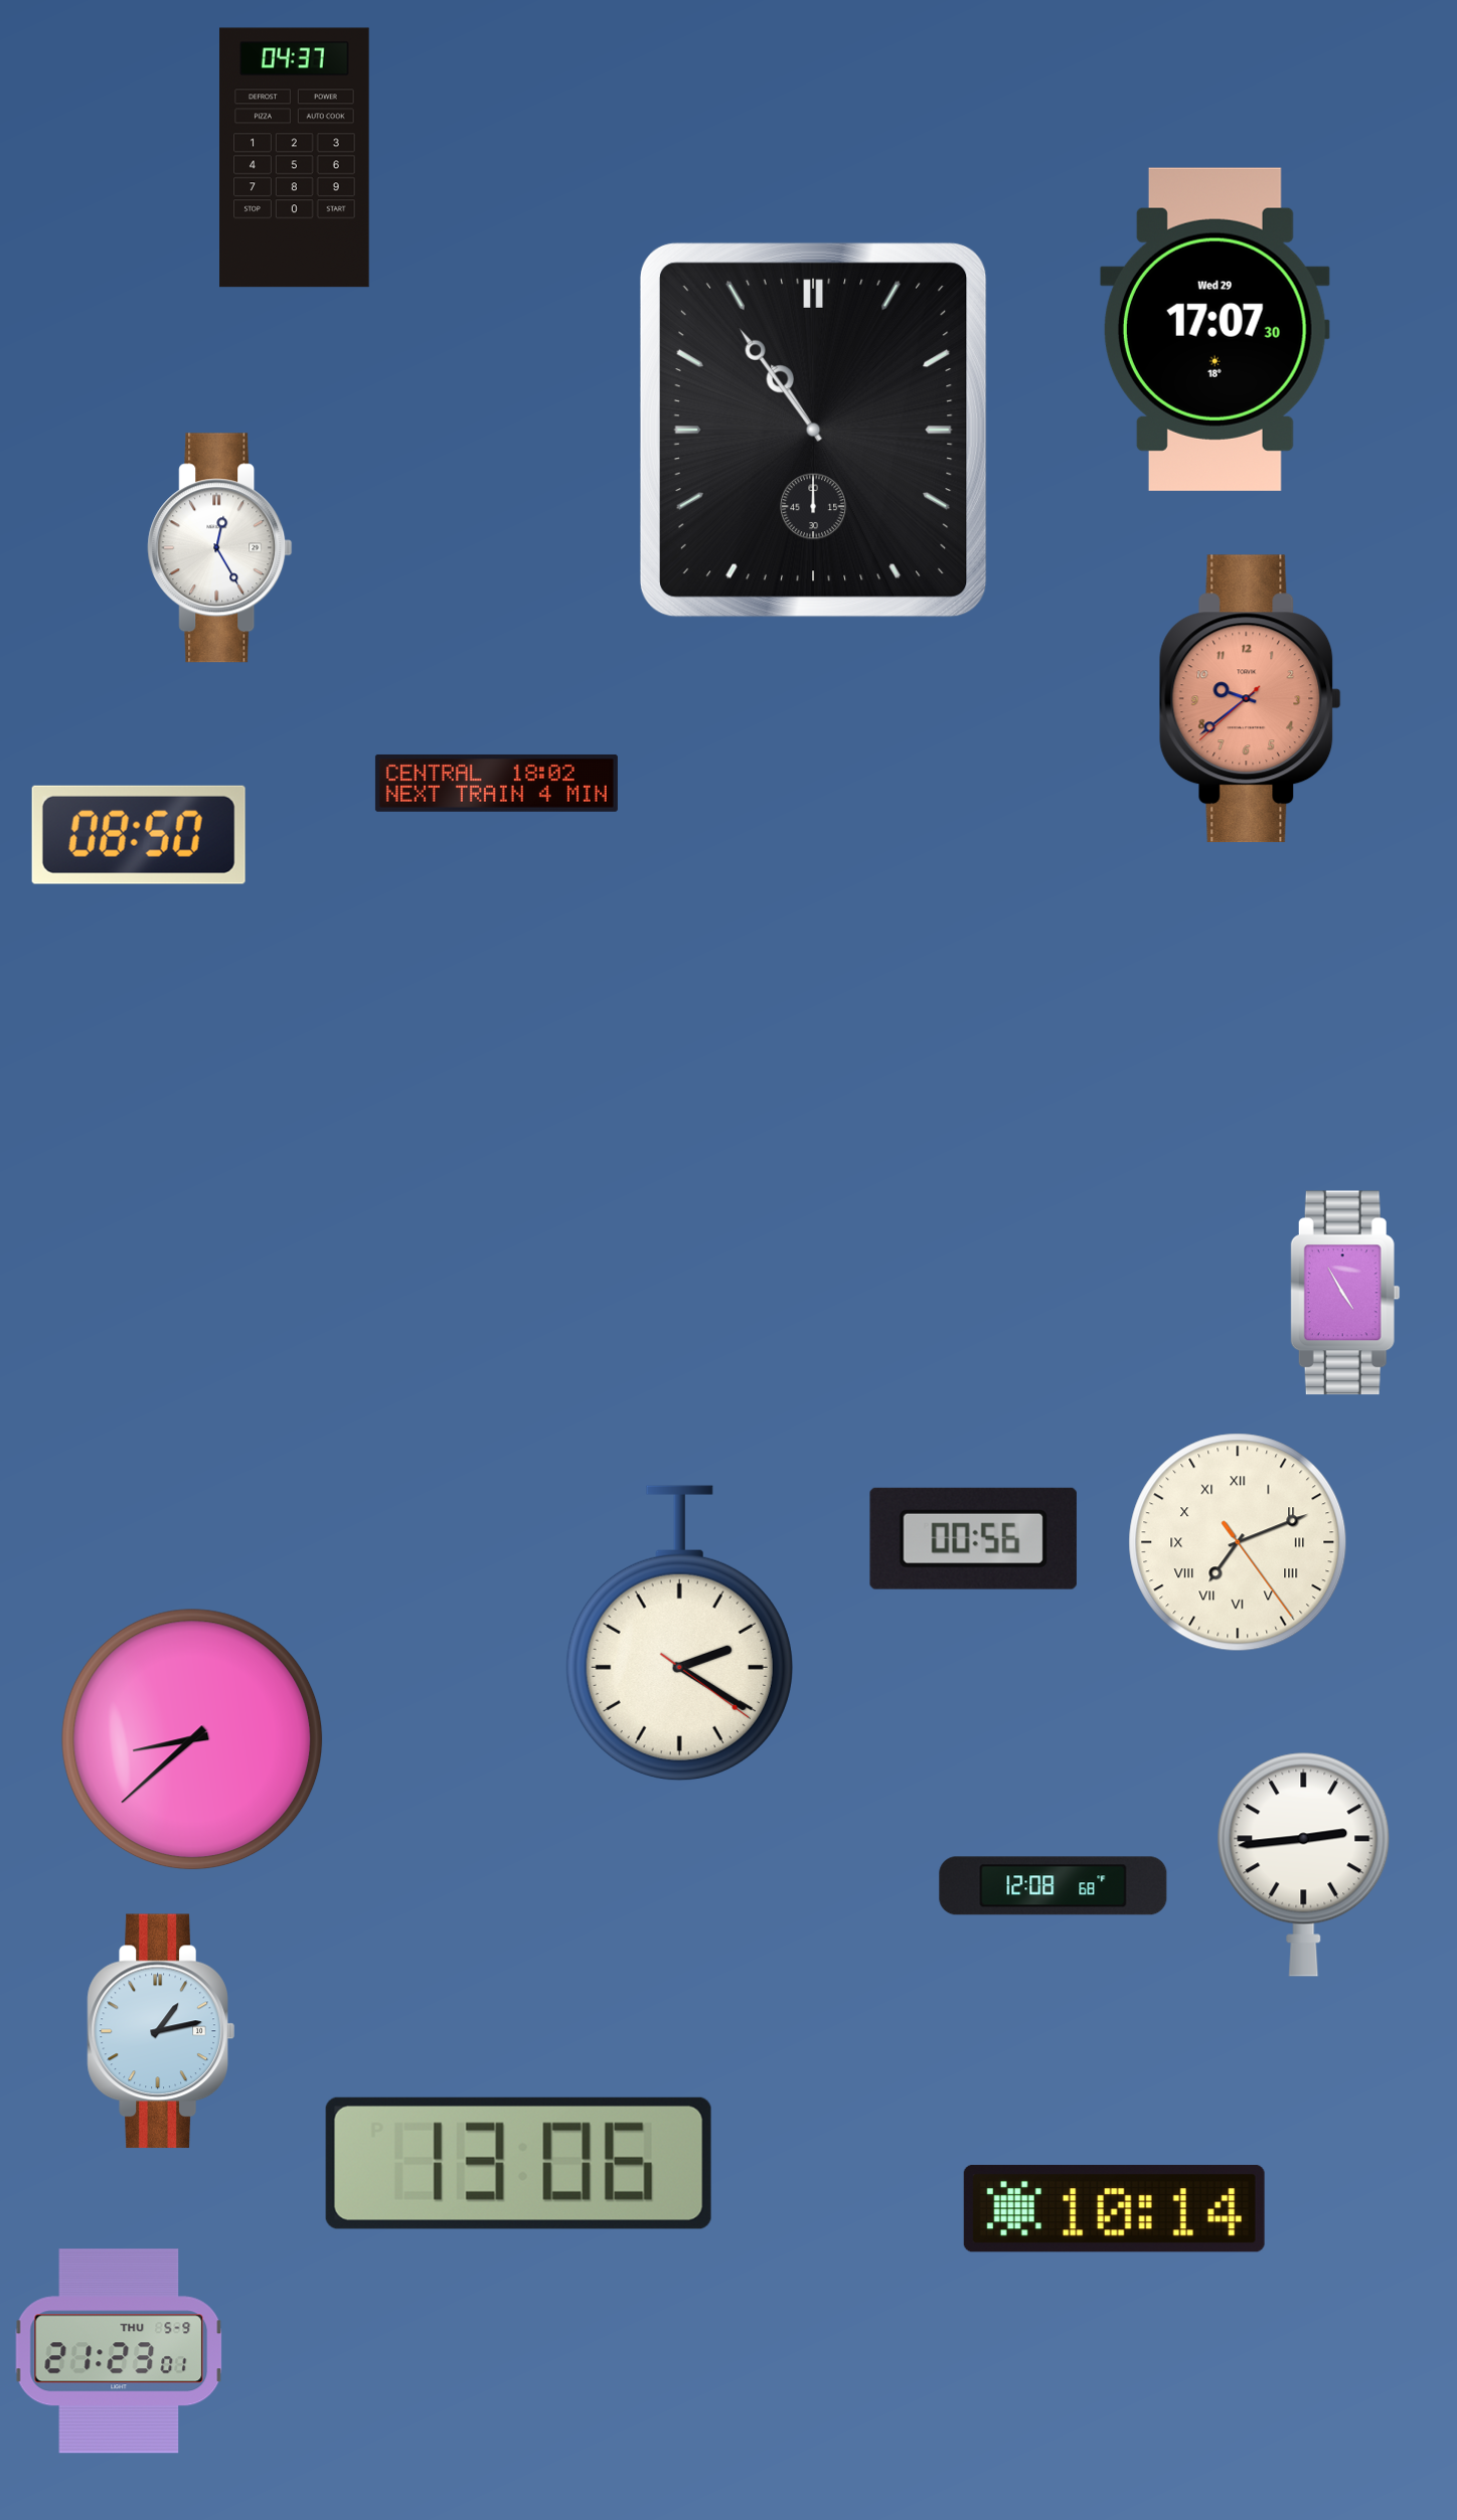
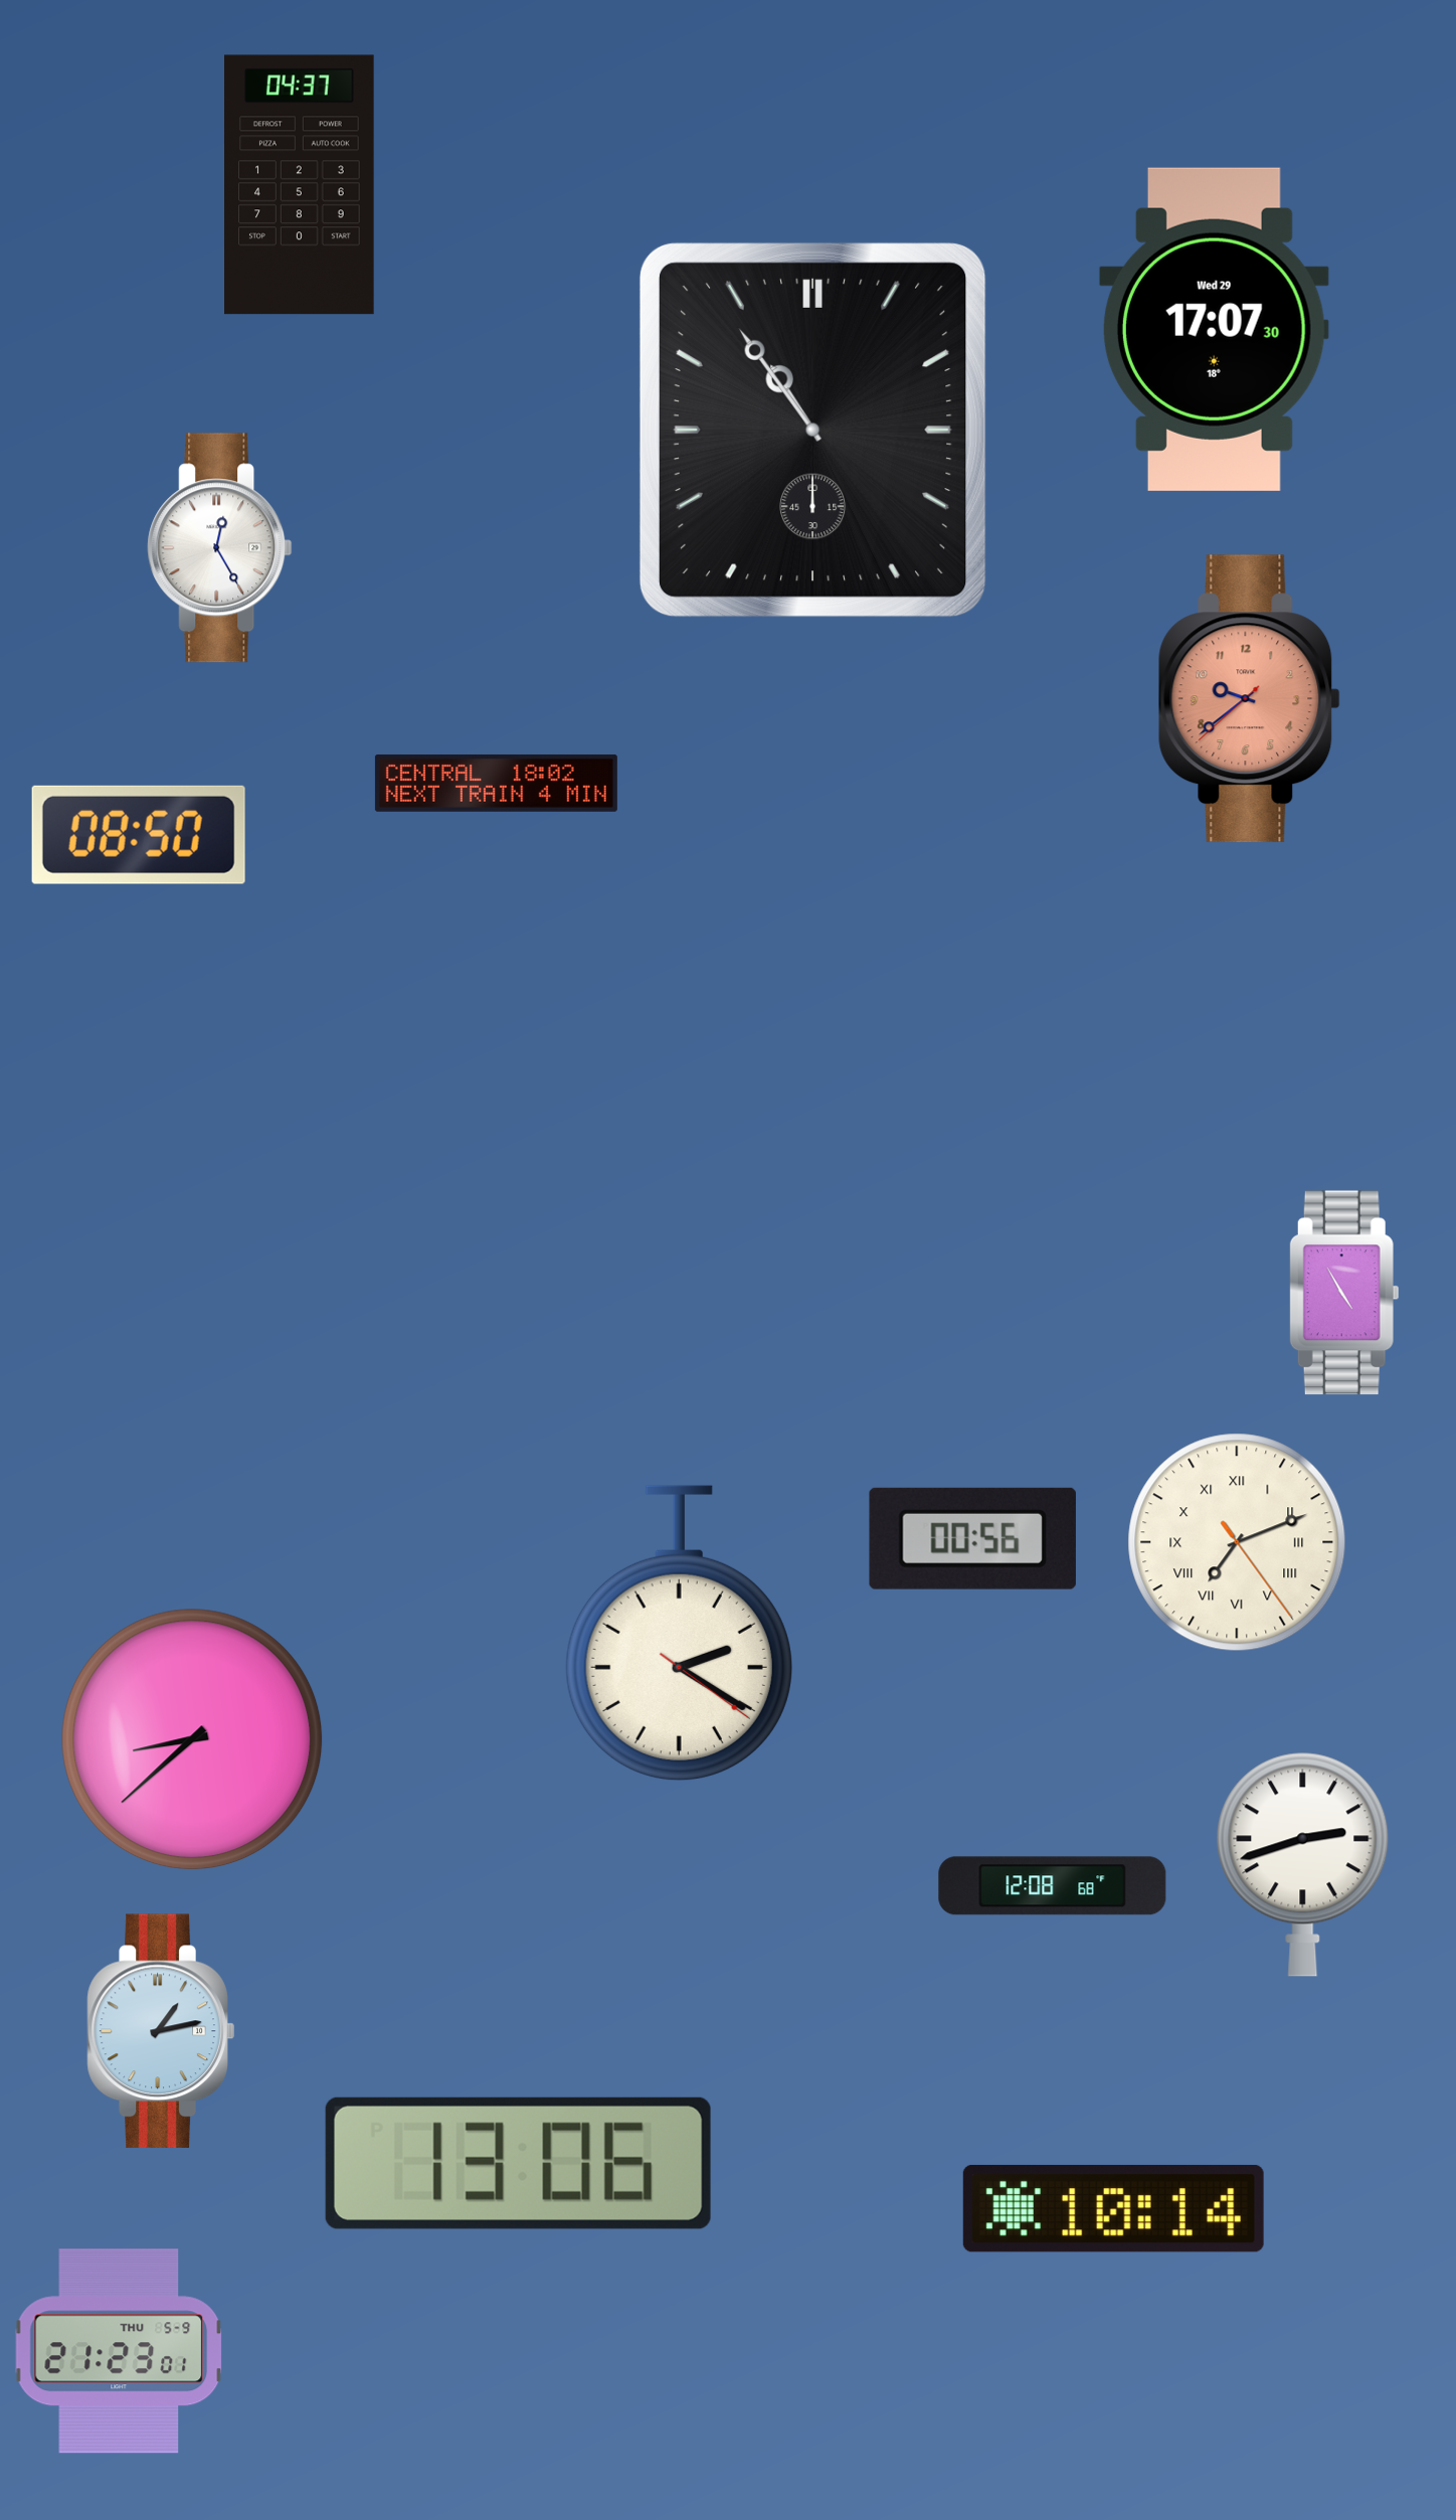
clock at (295, 158) position: (295, 158) -> (300, 185)
clock at (1304, 1864): 2:44 -> 2:42
